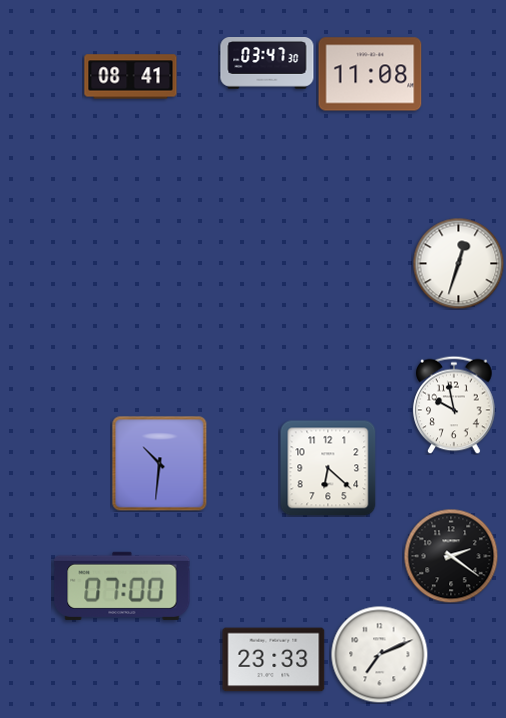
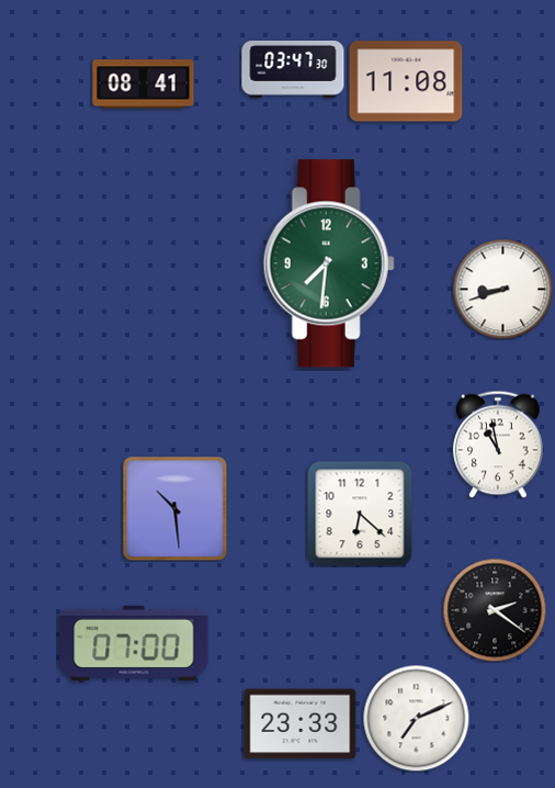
clock at (329, 263): none -> 7:31
clock at (458, 263): 12:33 -> 8:42
clock at (454, 405): 9:58 -> 10:58
clock at (159, 463): 10:31 -> 10:29
